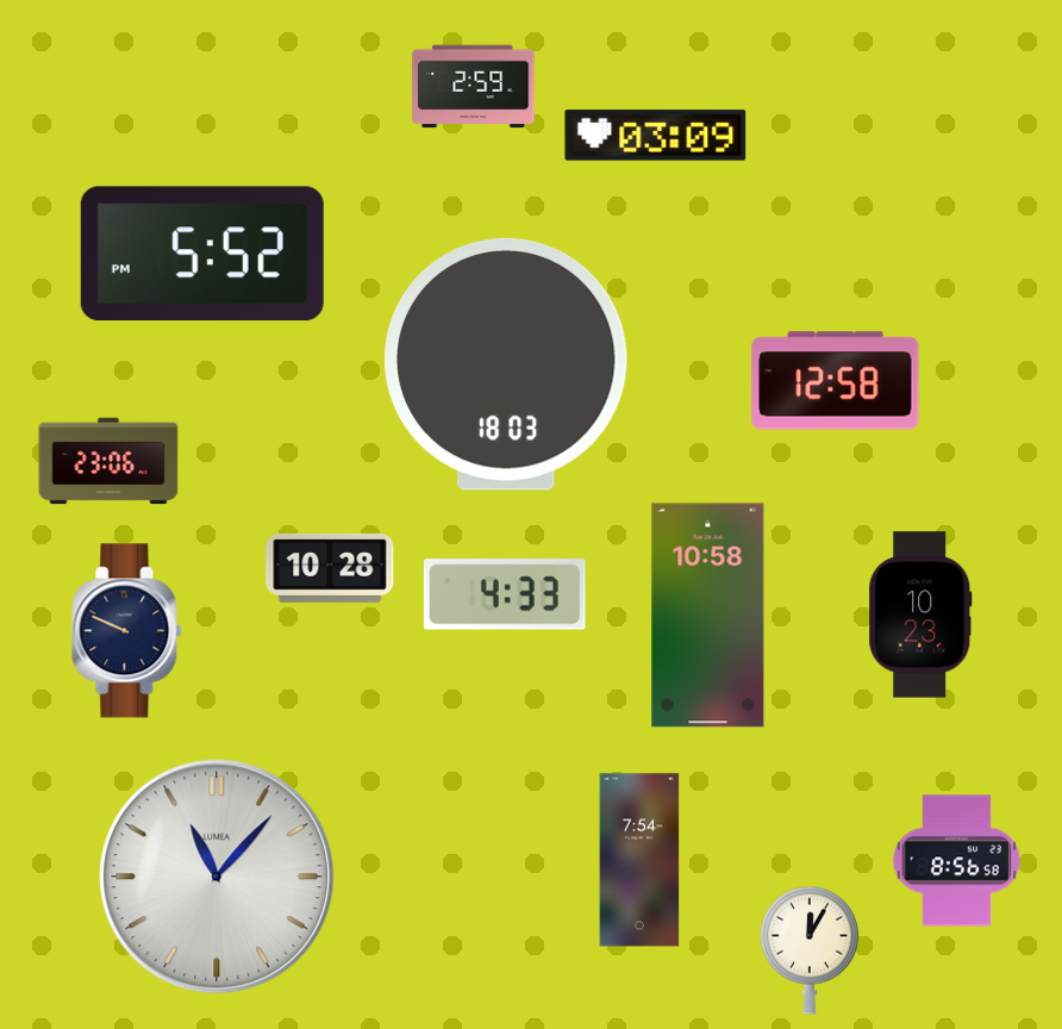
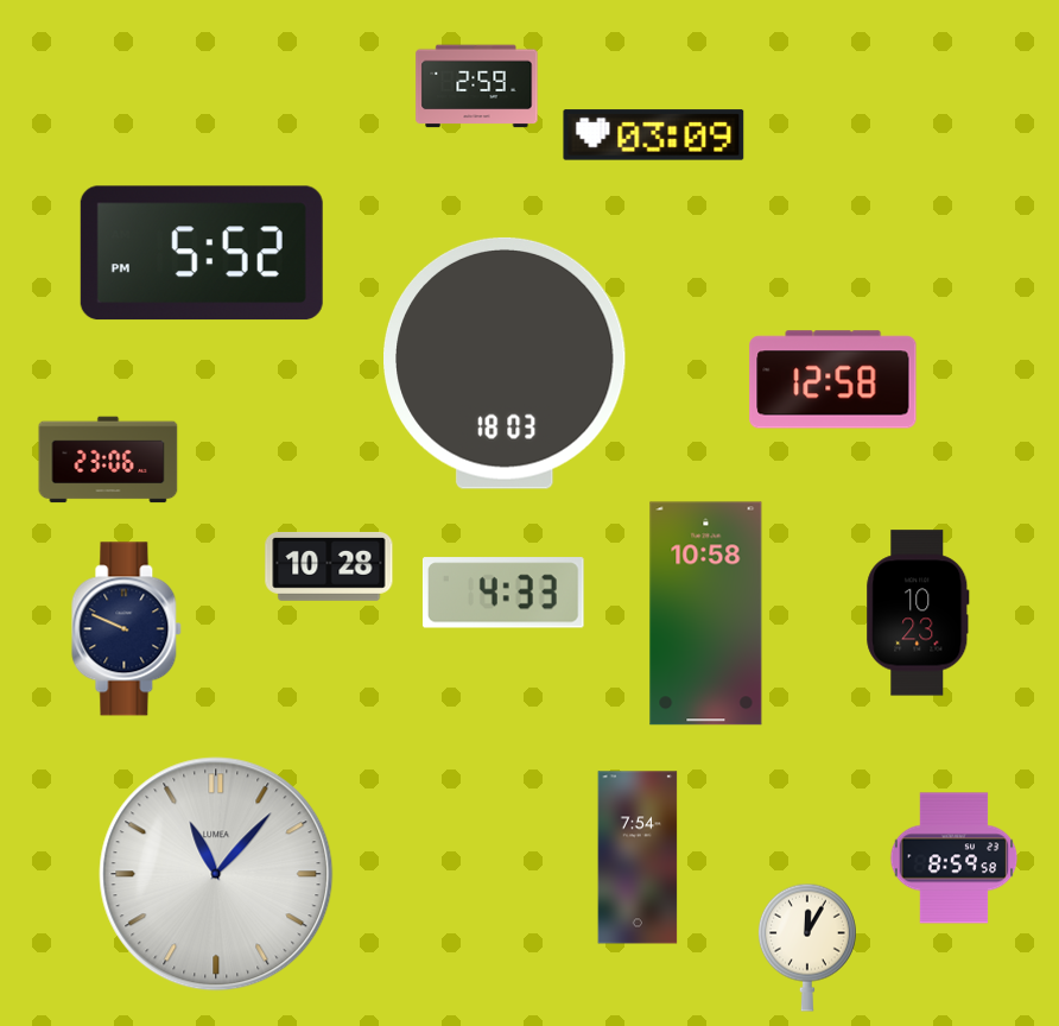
clock at (474, 87) position: (474, 87) -> (477, 87)
clock at (957, 861): 8:56 -> 8:59
